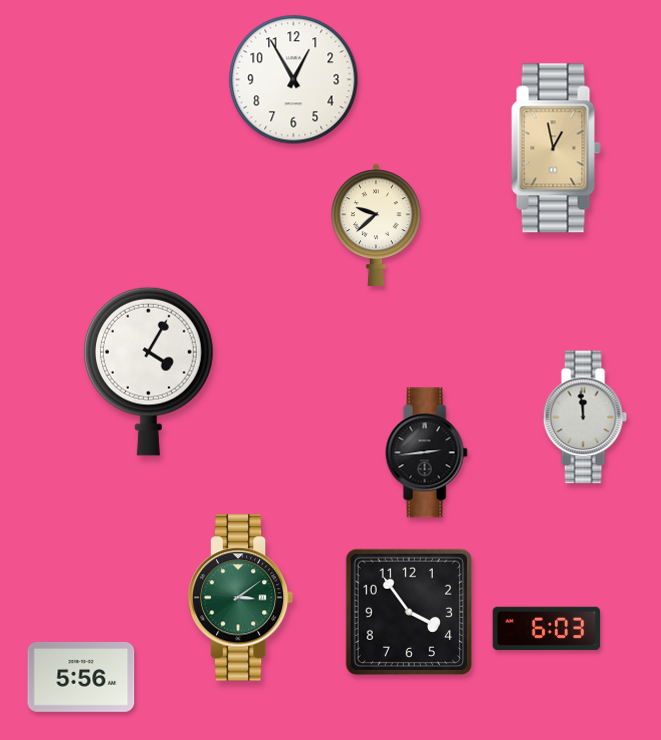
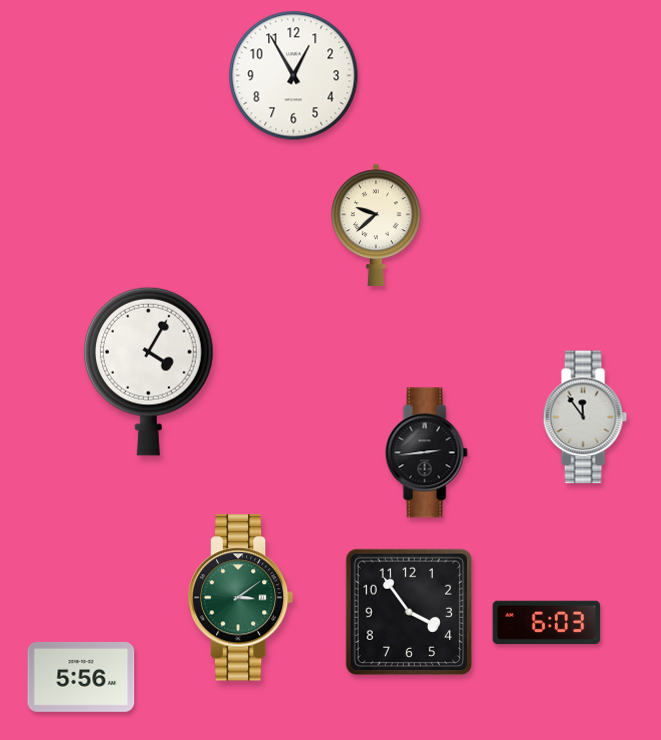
clock at (294, 80) position: (294, 80) -> (294, 76)
clock at (556, 148): 12:58 -> none
clock at (585, 417): 11:59 -> 11:54
clock at (547, 628) position: (547, 628) -> (547, 622)
